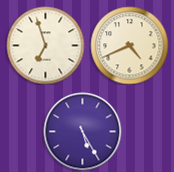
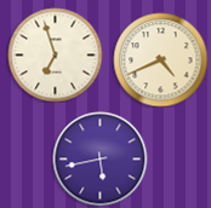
clock at (129, 45) position: (129, 45) -> (160, 59)
clock at (82, 131): 5:25 -> 5:43
